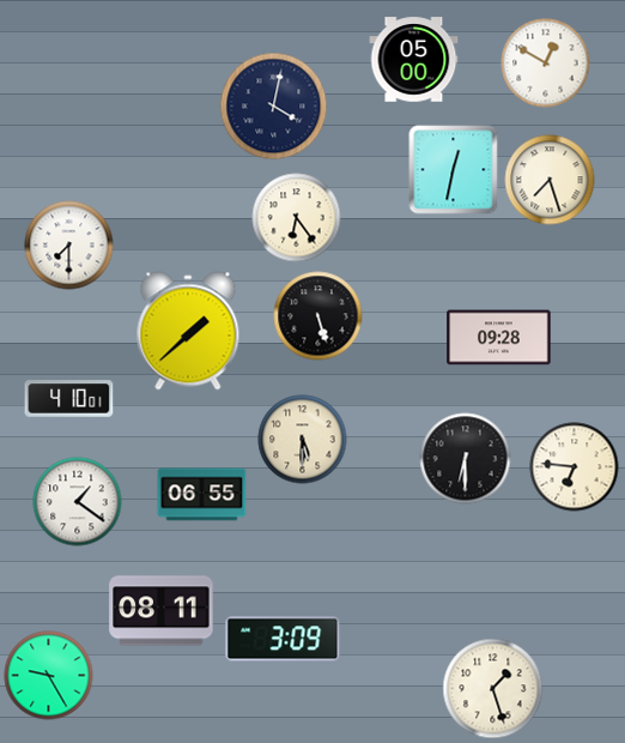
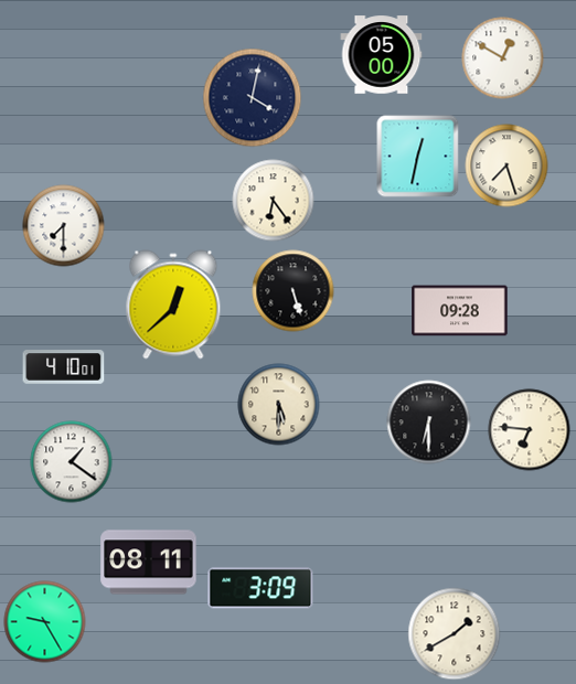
clock at (188, 331): 1:38 -> 12:38
clock at (202, 495): 06:55 -> none
clock at (493, 689): 1:27 -> 1:40
